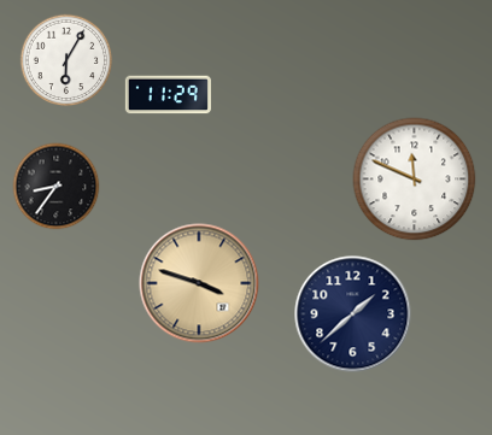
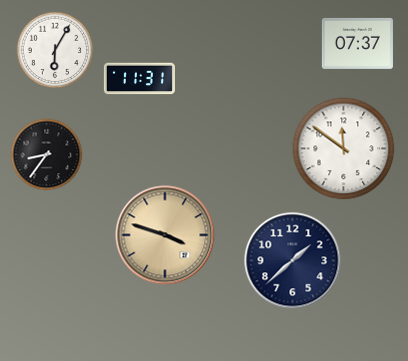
clock at (357, 43): none -> 07:37
clock at (168, 95): 11:29 -> 11:31
clock at (415, 180): 11:49 -> 11:51
